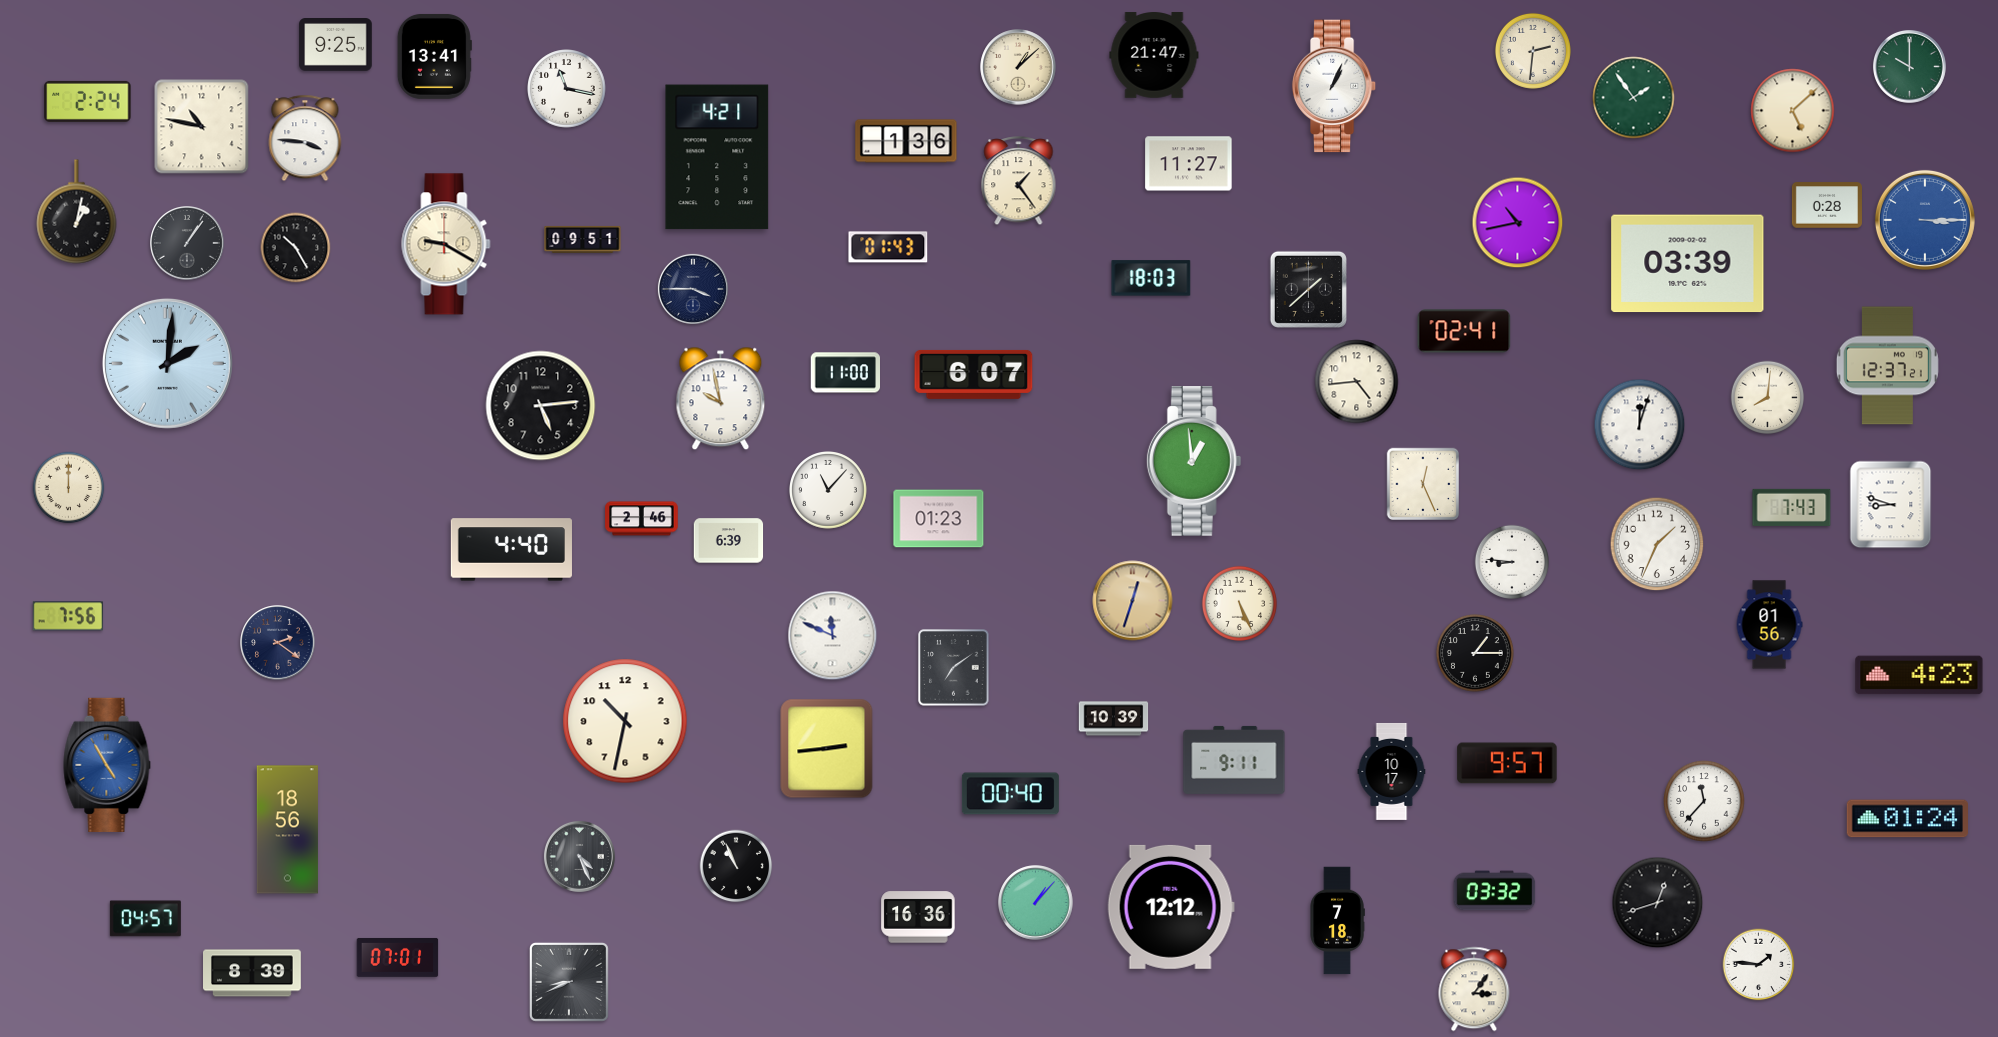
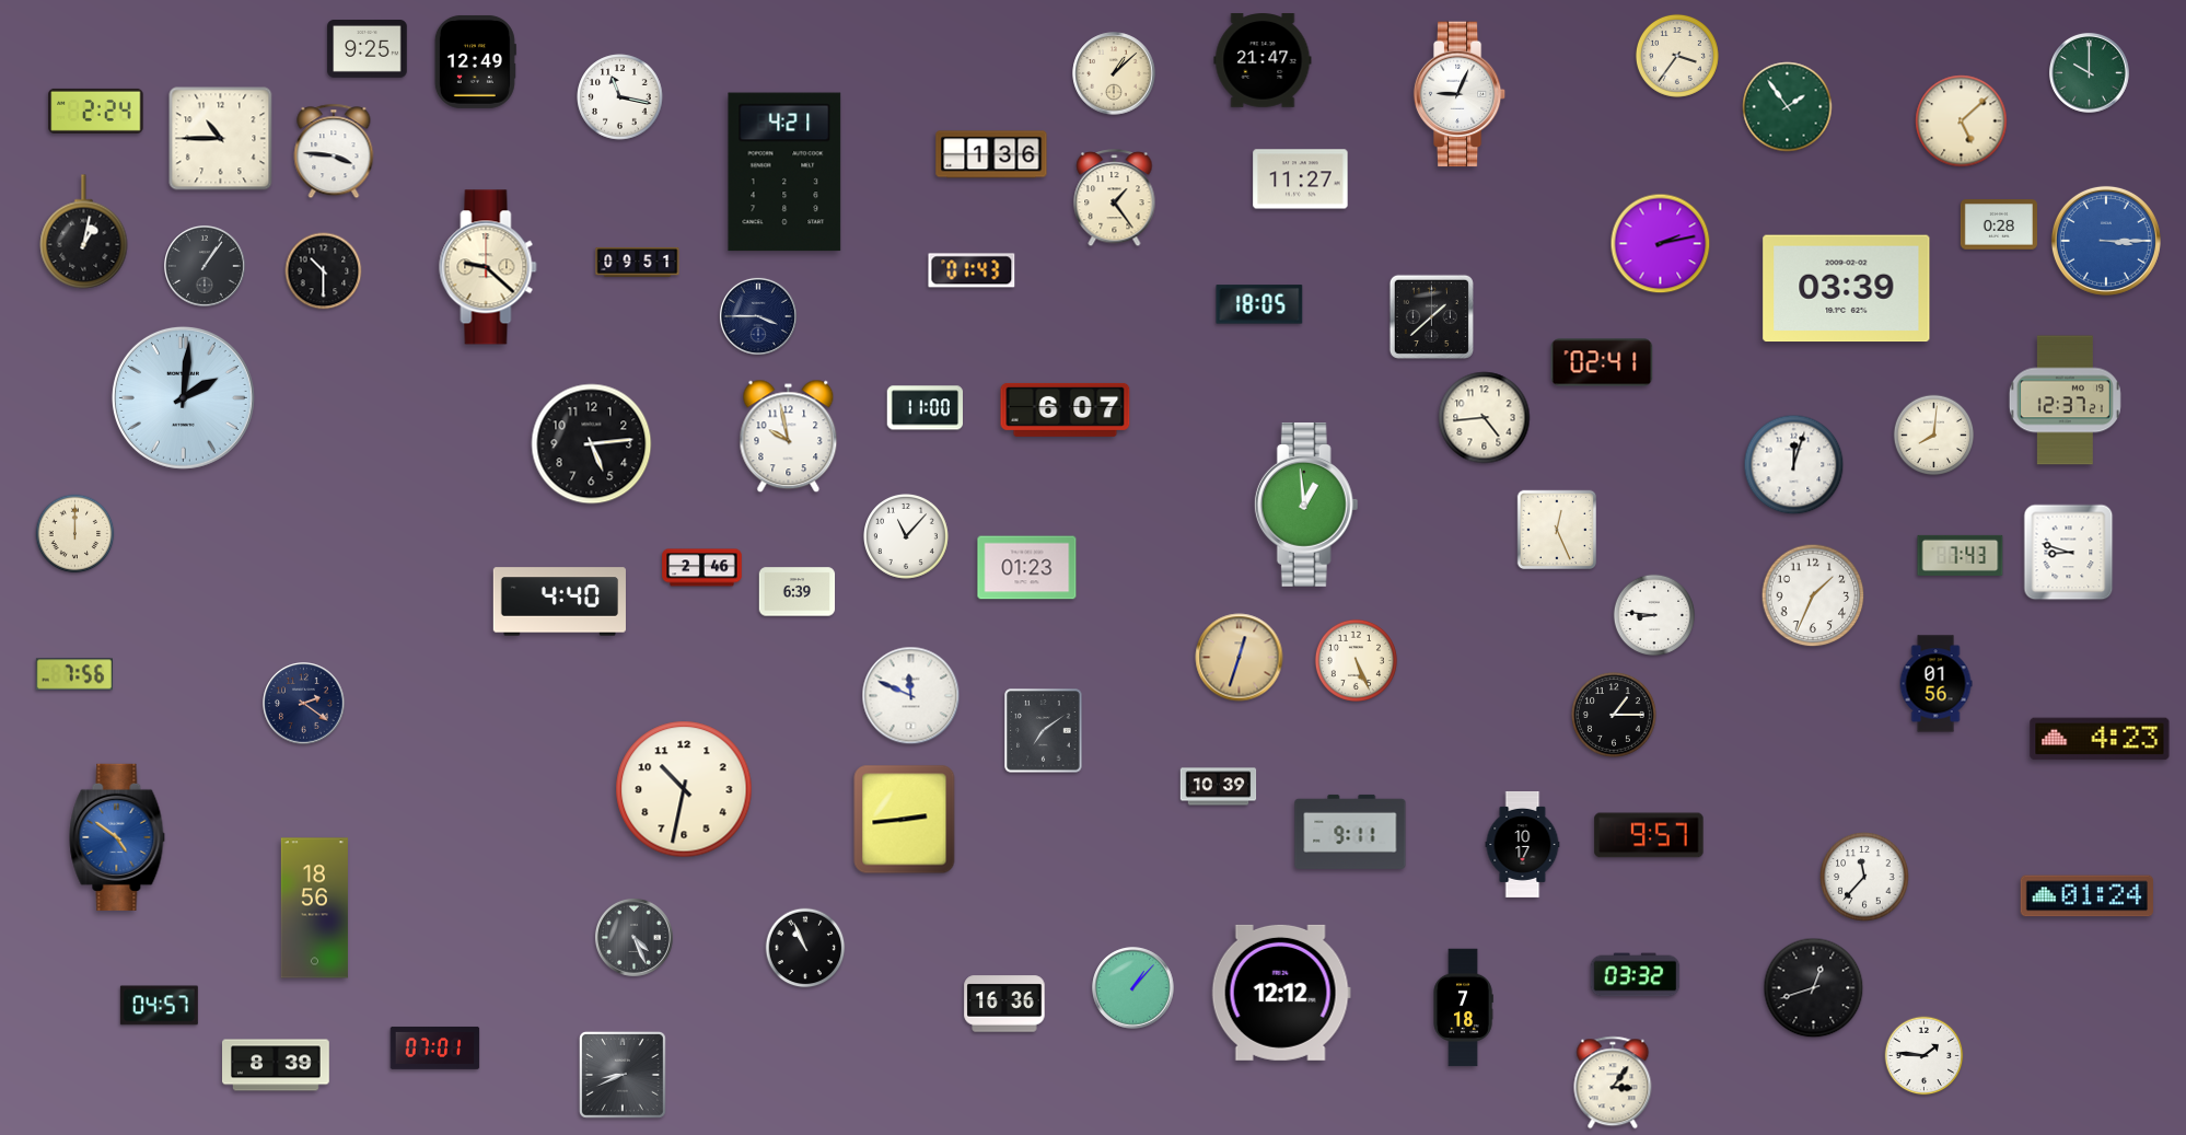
clock at (1533, 51): 2:31 -> 3:36
clock at (434, 57): 13:41 -> 12:49
clock at (1334, 86): 1:04 -> 9:04
clock at (202, 127): 10:47 -> 10:45
clock at (1518, 223): 10:43 -> 2:13
clock at (446, 244): 9:20 -> 9:22
clock at (296, 248): 10:25 -> 10:30
clock at (1151, 278): 18:03 -> 18:05
clock at (107, 765): 4:55 -> 4:51
clock at (1010, 794): 00:40 -> none
